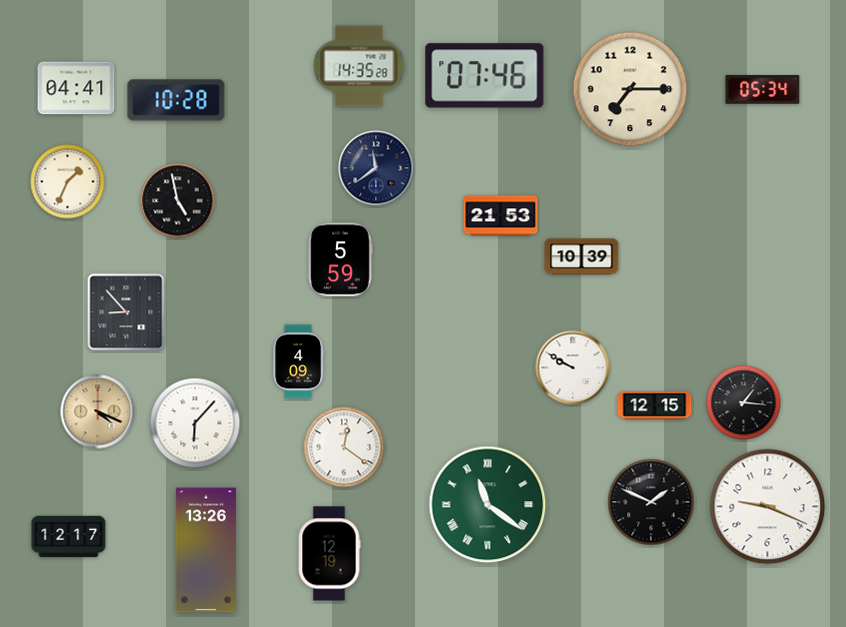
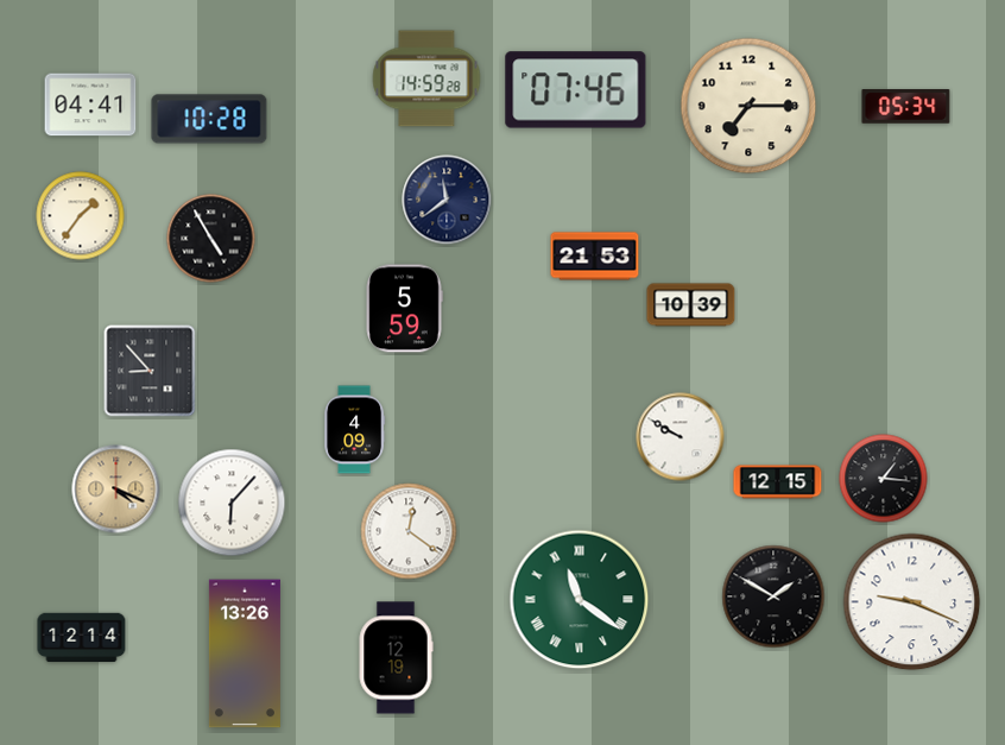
clock at (359, 66): 14:35 -> 14:59
clock at (68, 182): 1:34 -> 1:36
clock at (178, 201): 4:58 -> 4:55
clock at (651, 502): 1:49 -> 1:50
clock at (69, 537): 12:17 -> 12:14
clock at (329, 554) position: (329, 554) -> (396, 658)
